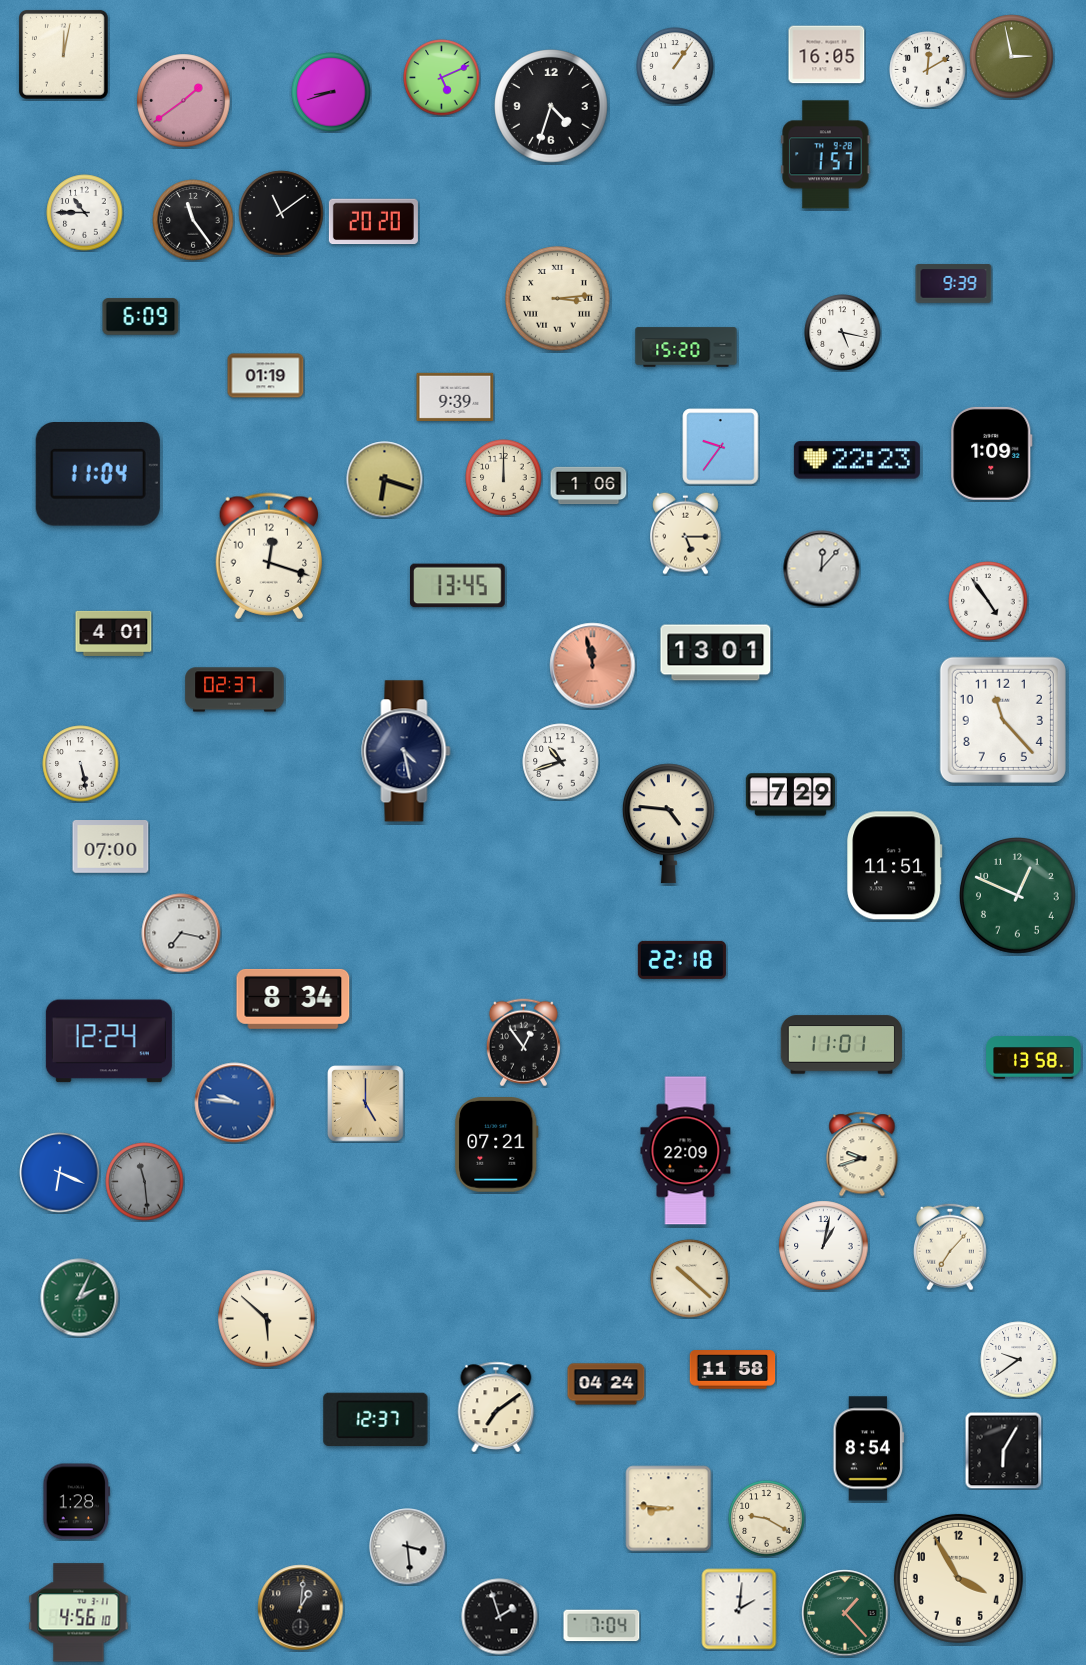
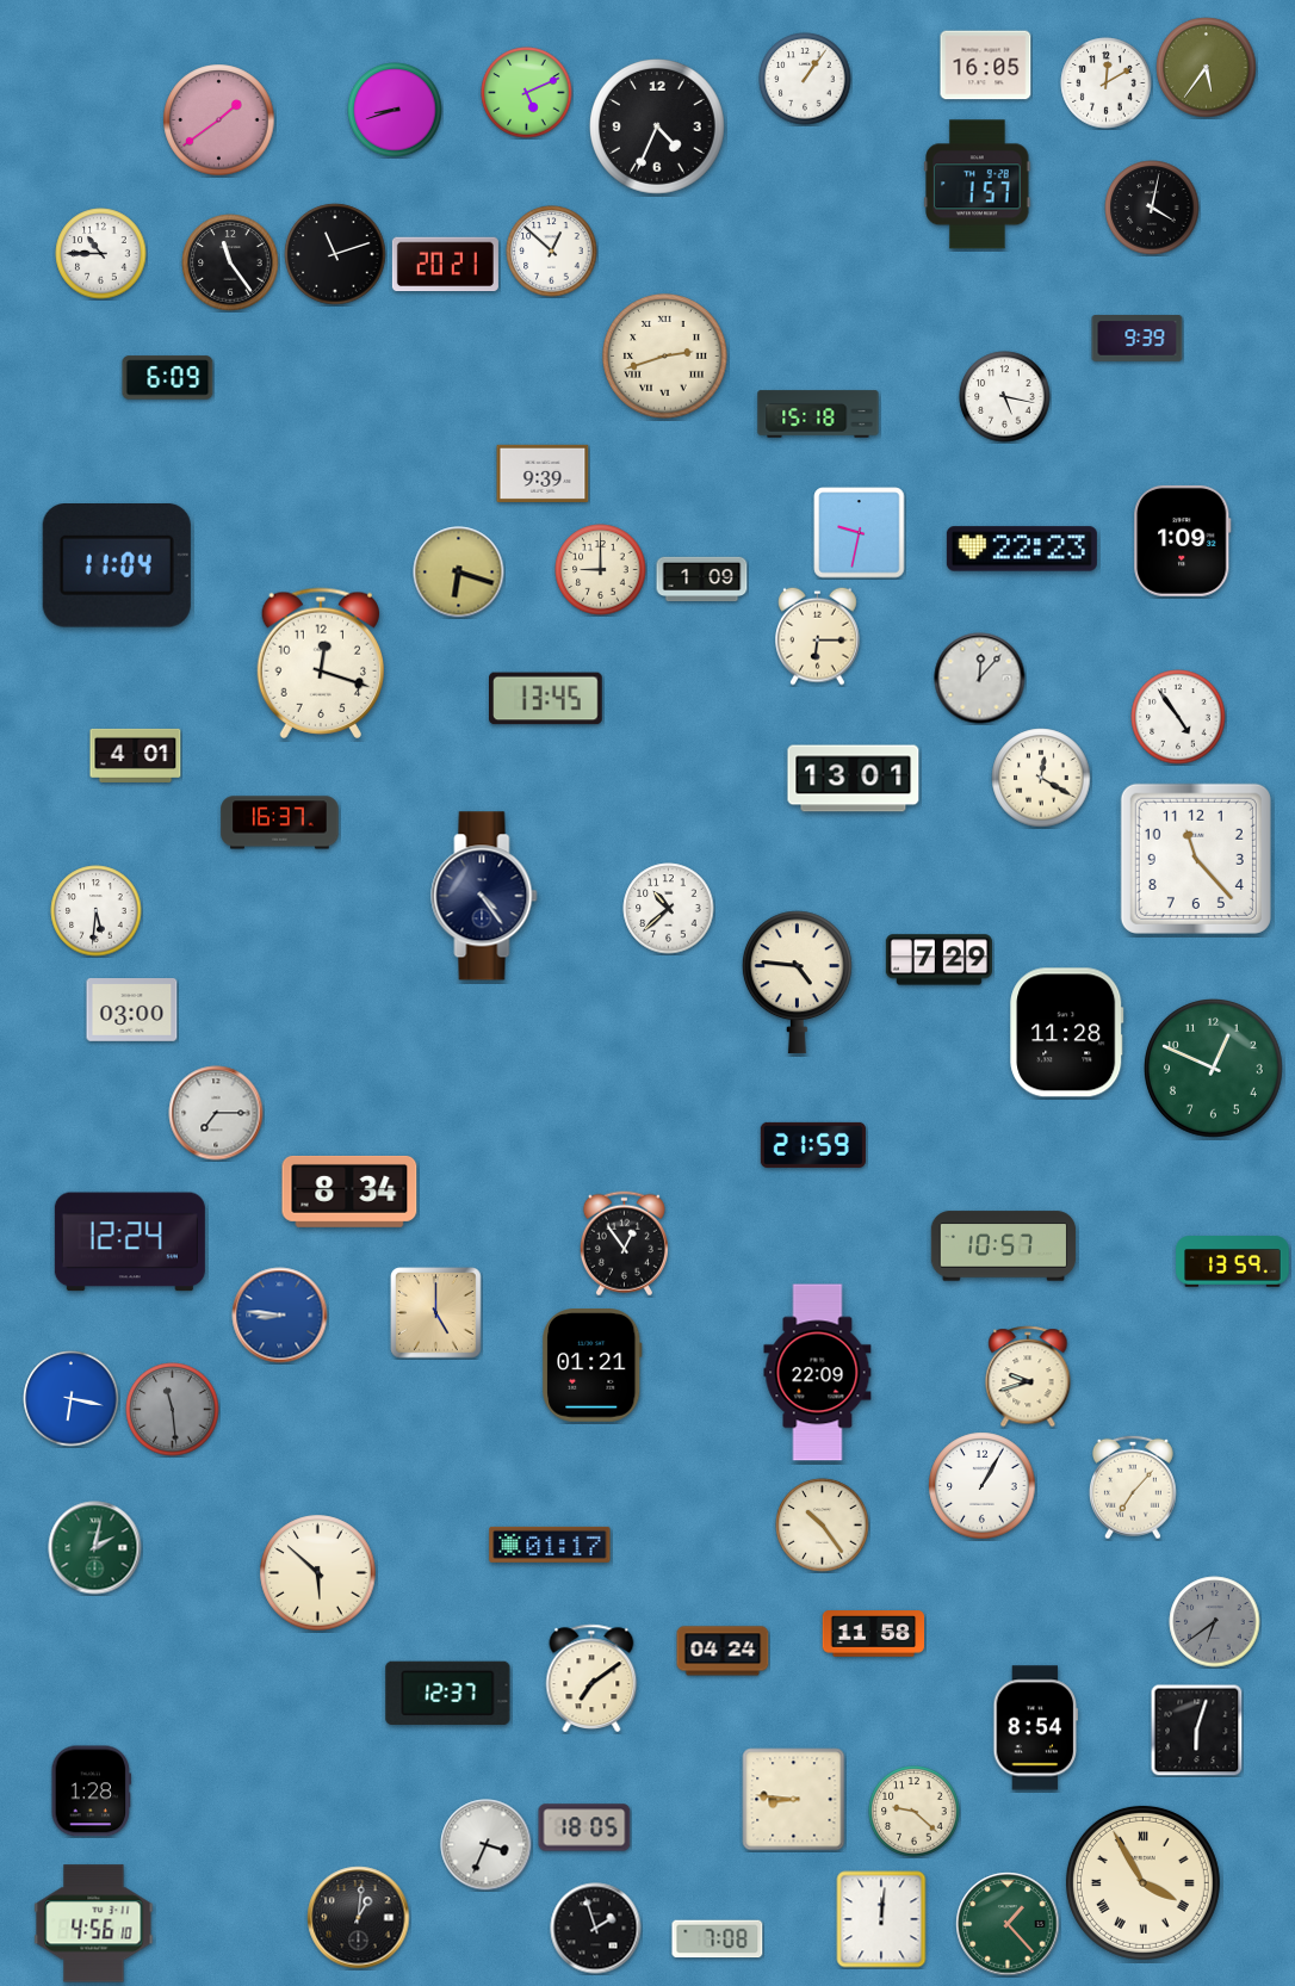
clock at (64, 55): 12:02 -> none
clock at (1012, 57): 2:58 -> 5:36
clock at (552, 107): 4:33 -> 4:34
clock at (826, 155) position: (826, 155) -> (978, 185)
clock at (1152, 208): none -> 4:02
clock at (552, 252): none -> 12:52
clock at (281, 213): 11:09 -> 11:12
clock at (373, 222): 20:20 -> 20:21
clock at (558, 299): 3:14 -> 2:42
clock at (686, 347): 15:20 -> 15:18
clock at (266, 376): 01:19 -> none
clock at (721, 447): 9:36 -> 9:32
clock at (504, 478): 12:00 -> 9:00
clock at (589, 486): 1:06 -> 1:09
clock at (686, 533): 5:15 -> 6:15
clock at (1041, 778): none -> 12:20
clock at (593, 666): 11:58 -> none
clock at (235, 690): 02:37 -> 16:37
clock at (406, 751): 4:28 -> 4:24
clock at (561, 762): 10:42 -> 10:38
clock at (81, 764): 5:28 -> 5:31
clock at (790, 795) position: (790, 795) -> (938, 960)
clock at (111, 847): 07:00 -> 03:00
clock at (895, 866): 11:51 -> 11:28
clock at (181, 933): 7:17 -> 7:15
clock at (682, 960): 22:18 -> 21:59
clock at (842, 1045): 11:01 -> 10:57
clock at (1034, 1058): 13:58 -> 13:59
clock at (235, 1103): 9:46 -> 8:46
clock at (366, 1104) position: (366, 1104) -> (436, 1313)
clock at (497, 1145): 07:21 -> 01:21
clock at (60, 1173): 6:19 -> 6:17
clock at (824, 1246): 1:02 -> 1:05
clock at (690, 1279): 10:22 -> 10:24
clock at (550, 1545): none -> 01:17
clock at (80, 1298): 2:04 -> 2:02
clock at (1019, 1360): 9:39 -> 6:39
clock at (1019, 1360) dial: white -> grey
clock at (1003, 1450): 6:05 -> 6:03
clock at (669, 1509) position: (669, 1509) -> (794, 1800)
clock at (767, 1519): 9:20 -> 9:22
clock at (584, 1827): none -> 18:05
clock at (408, 1547): 3:29 -> 3:34
clock at (958, 1578) numerals: Arabic -> Roman
clock at (739, 1609): 2:01 -> 12:01
clock at (602, 1626): 7:04 -> 7:08
